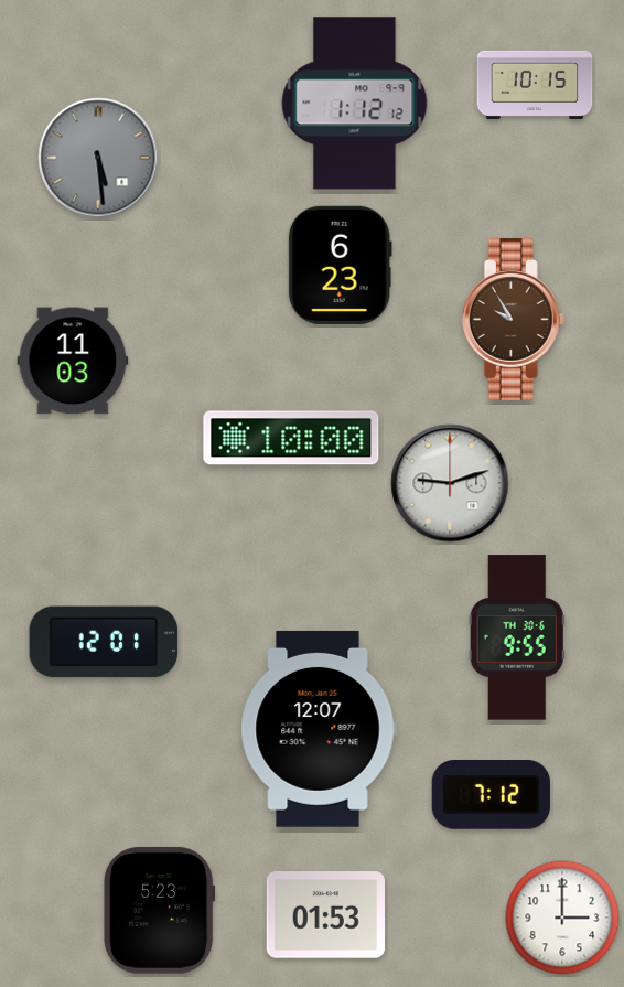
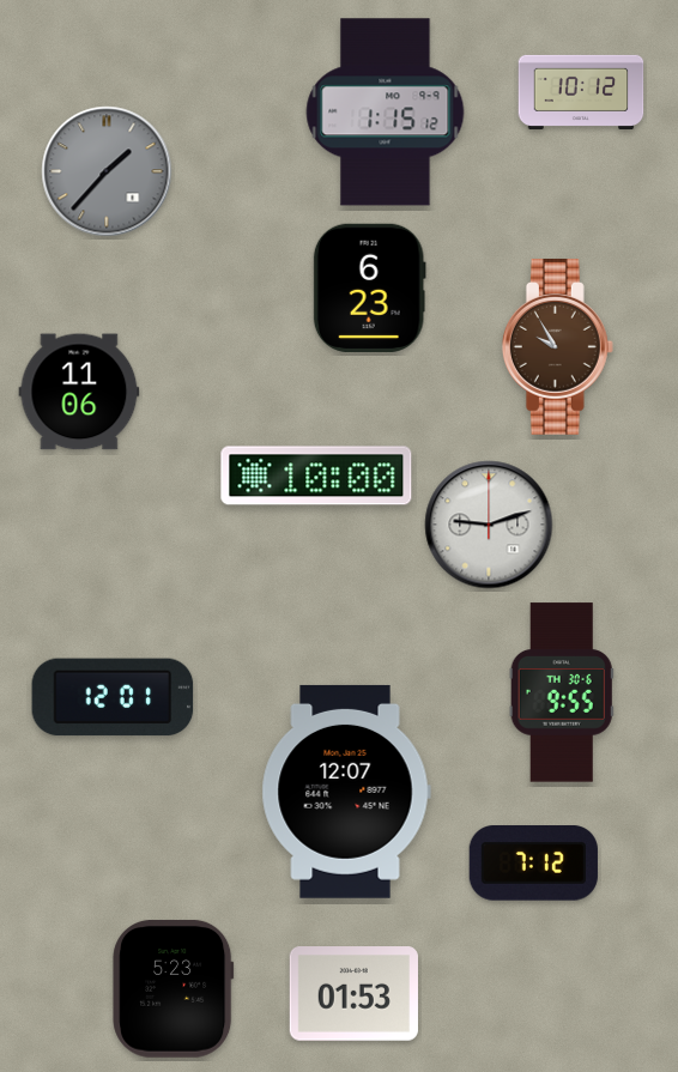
clock at (535, 85): 10:15 -> 10:12
clock at (355, 104): 1:12 -> 1:15
clock at (98, 158): 5:29 -> 1:37
clock at (73, 361): 11:03 -> 11:06
clock at (562, 918): 3:00 -> none
